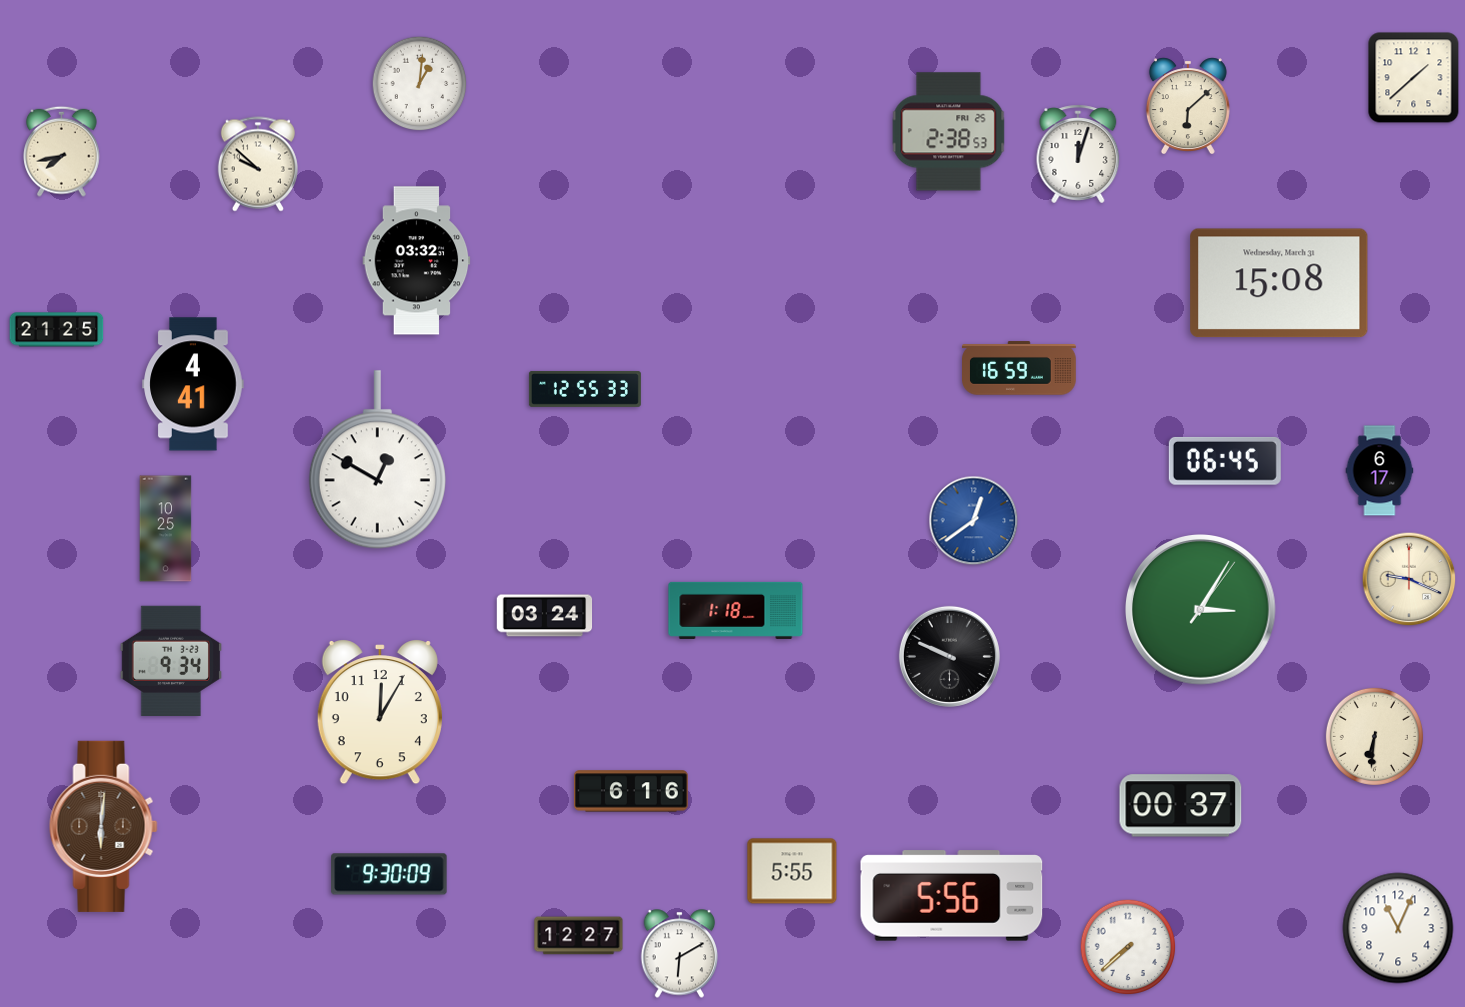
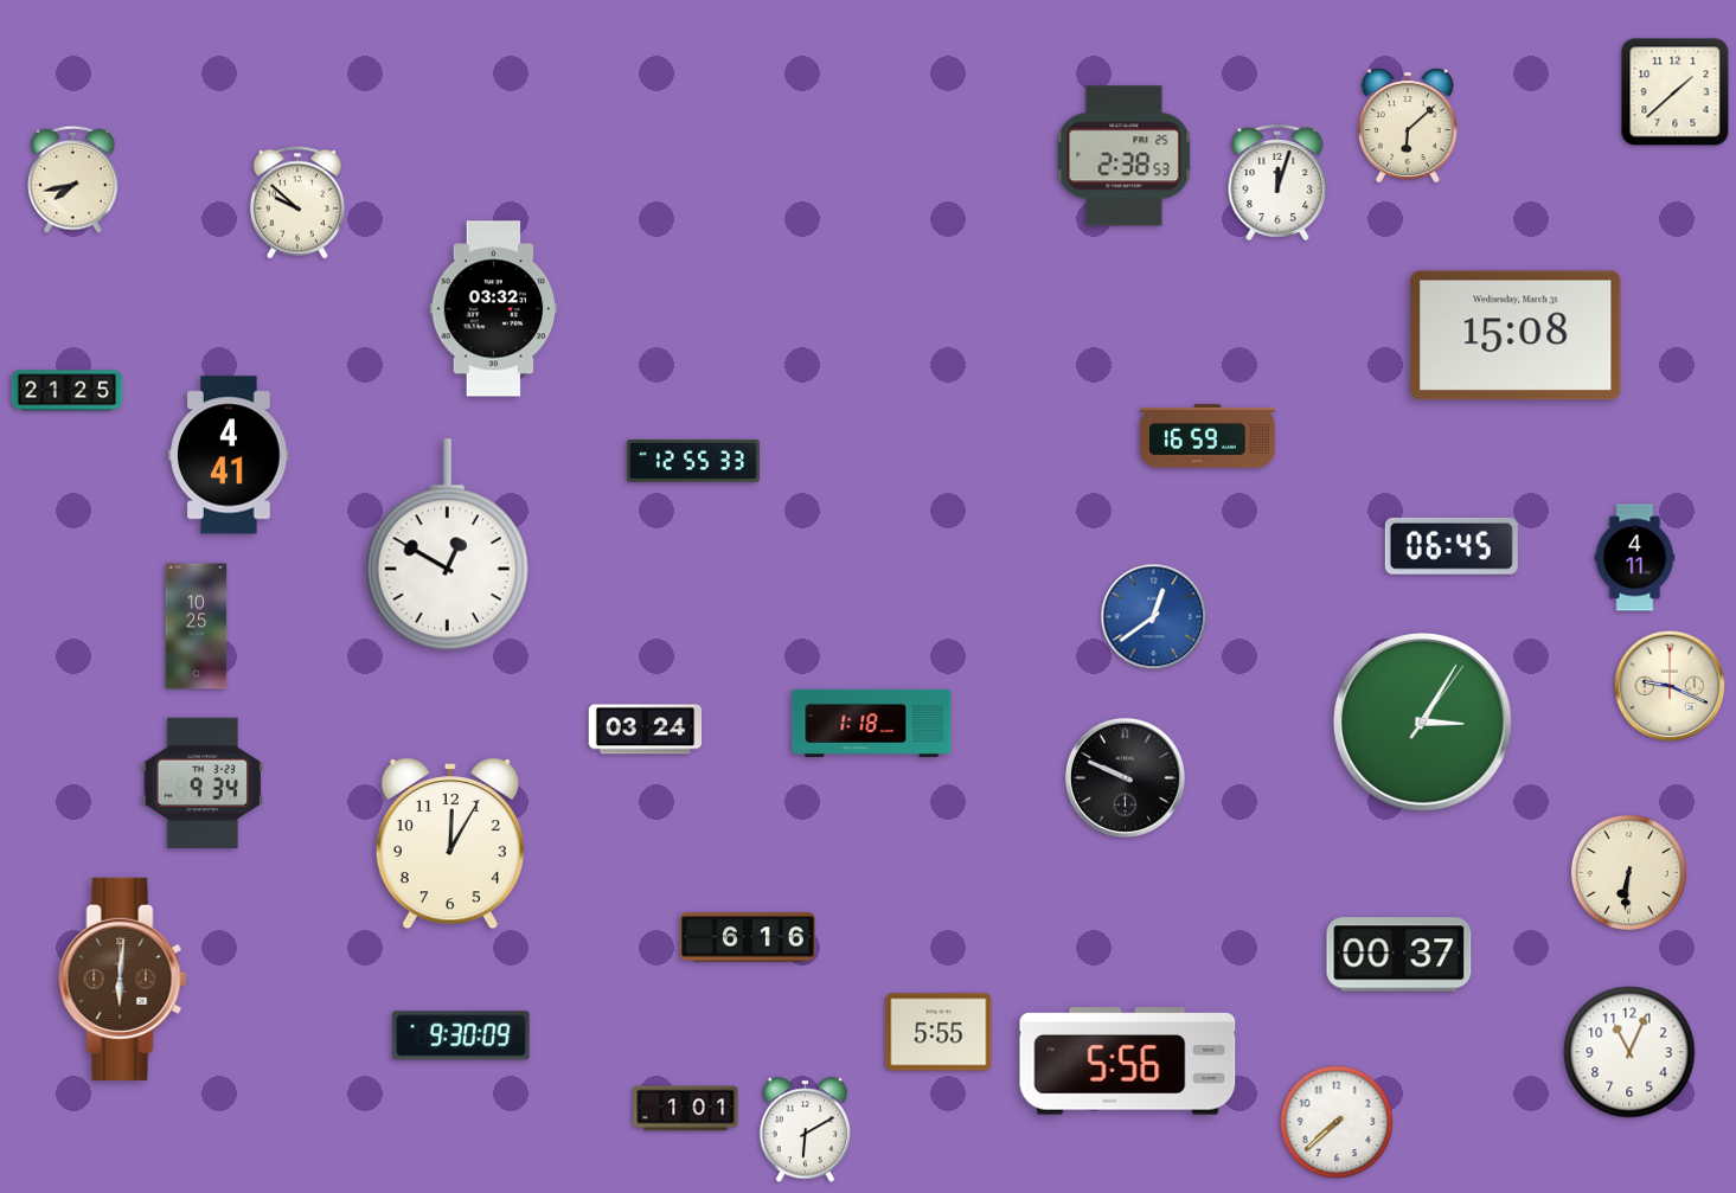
clock at (420, 84): 1:01 -> none
clock at (258, 164) position: (258, 164) -> (297, 203)
clock at (1380, 471): 6:17 -> 4:11
clock at (1398, 928) position: (1398, 928) -> (1629, 1052)
clock at (579, 936): 12:27 -> 1:01
